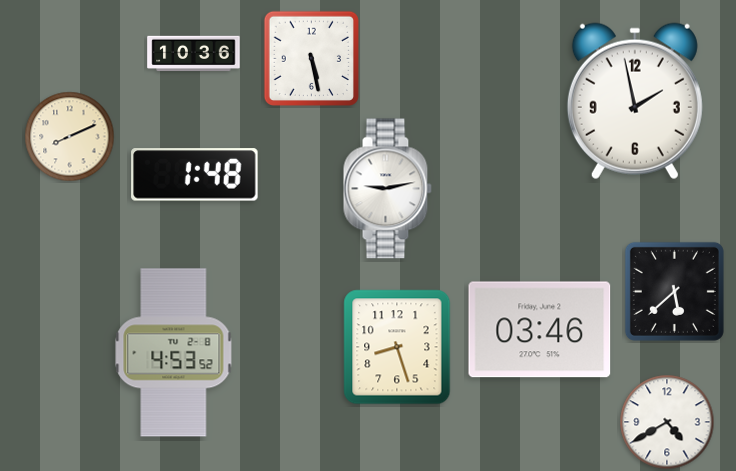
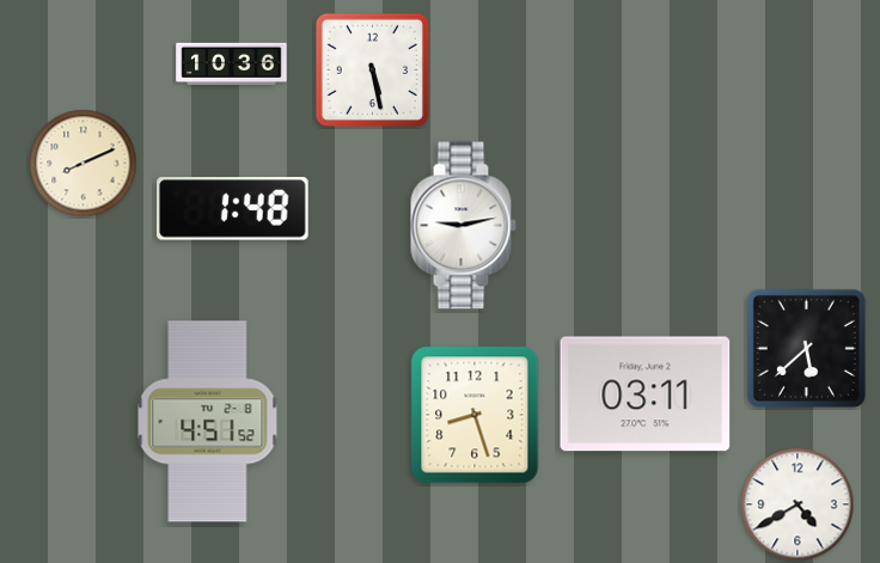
clock at (635, 101): 1:58 -> none
clock at (540, 330): 03:46 -> 03:11
clock at (174, 353): 4:53 -> 4:51
